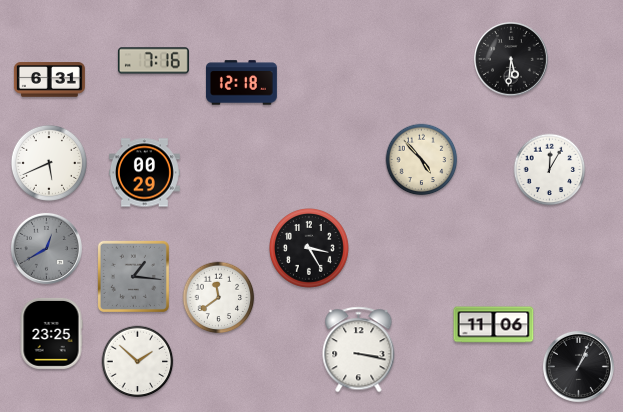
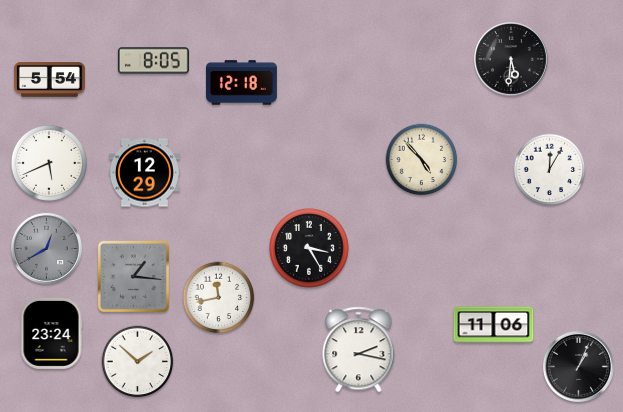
clock at (153, 61): 7:16 -> 8:05
clock at (49, 80): 6:31 -> 5:54
clock at (144, 173): 00:29 -> 12:29
clock at (219, 298): 11:39 -> 11:43
clock at (51, 333): 23:25 -> 23:24
clock at (359, 350): 3:17 -> 2:17
